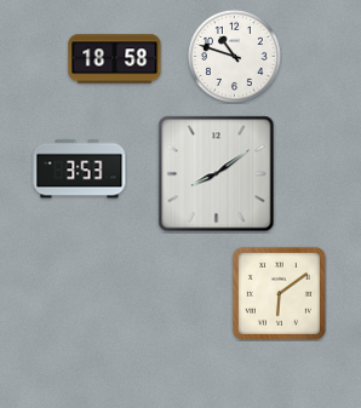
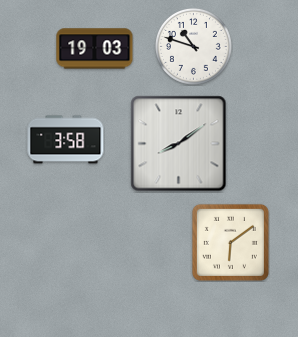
clock at (115, 59): 18:58 -> 19:03
clock at (80, 169): 3:53 -> 3:58
